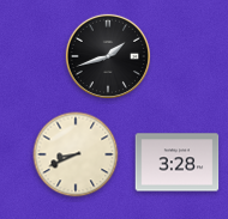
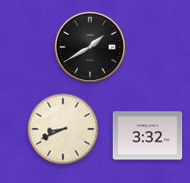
clock at (107, 55): 1:42 -> 1:40
clock at (178, 163): 3:28 -> 3:32
